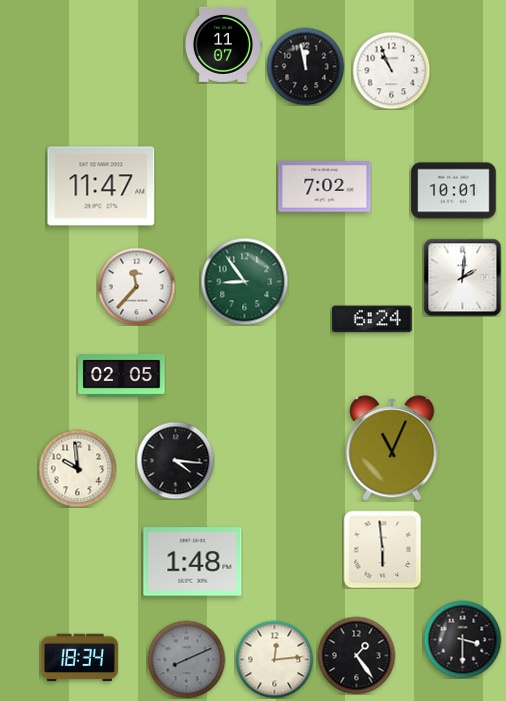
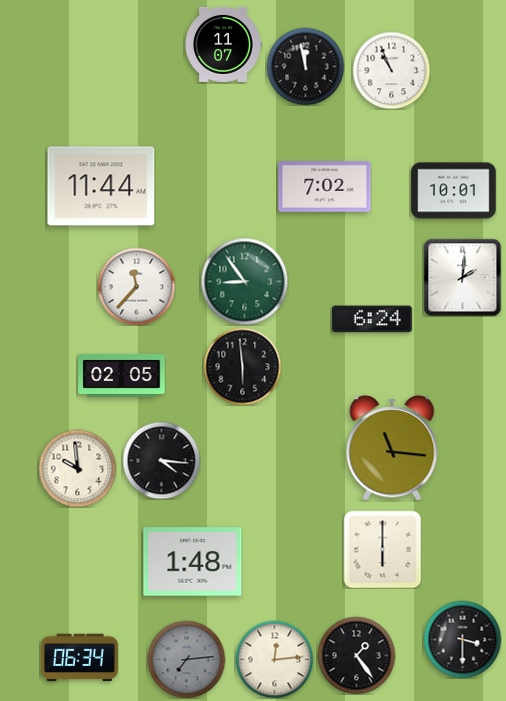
clock at (101, 186): 11:47 -> 11:44
clock at (242, 366): none -> 5:59
clock at (392, 448): 11:04 -> 11:16
clock at (175, 460) position: (175, 460) -> (161, 460)
clock at (382, 549): 5:59 -> 6:00
clock at (79, 658): 18:34 -> 06:34
clock at (186, 659): 8:11 -> 7:14
